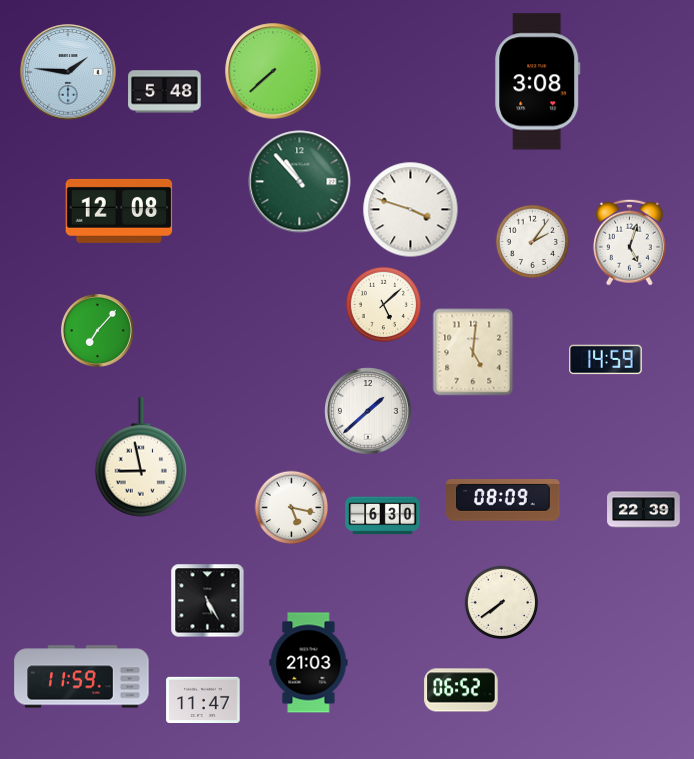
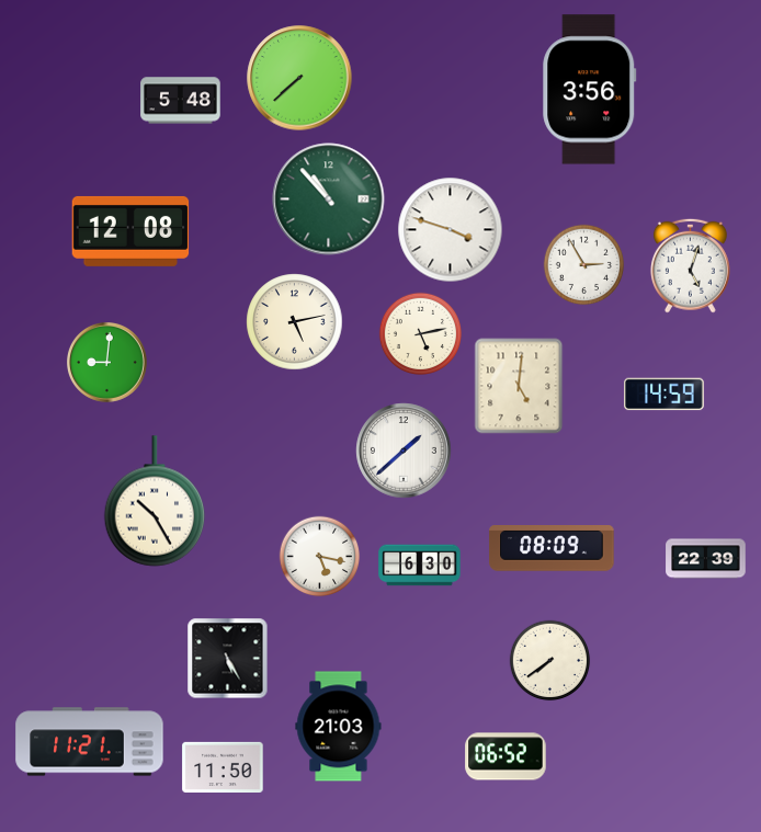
clock at (68, 72): 1:46 -> none
clock at (538, 82): 3:08 -> 3:56
clock at (533, 242): 2:06 -> 2:55
clock at (295, 322): none -> 5:13
clock at (383, 304): 5:08 -> 5:13
clock at (98, 331): 7:07 -> 9:01
clock at (141, 457): 8:58 -> 10:25
clock at (82, 677): 11:59 -> 11:21
clock at (203, 699): 11:47 -> 11:50
